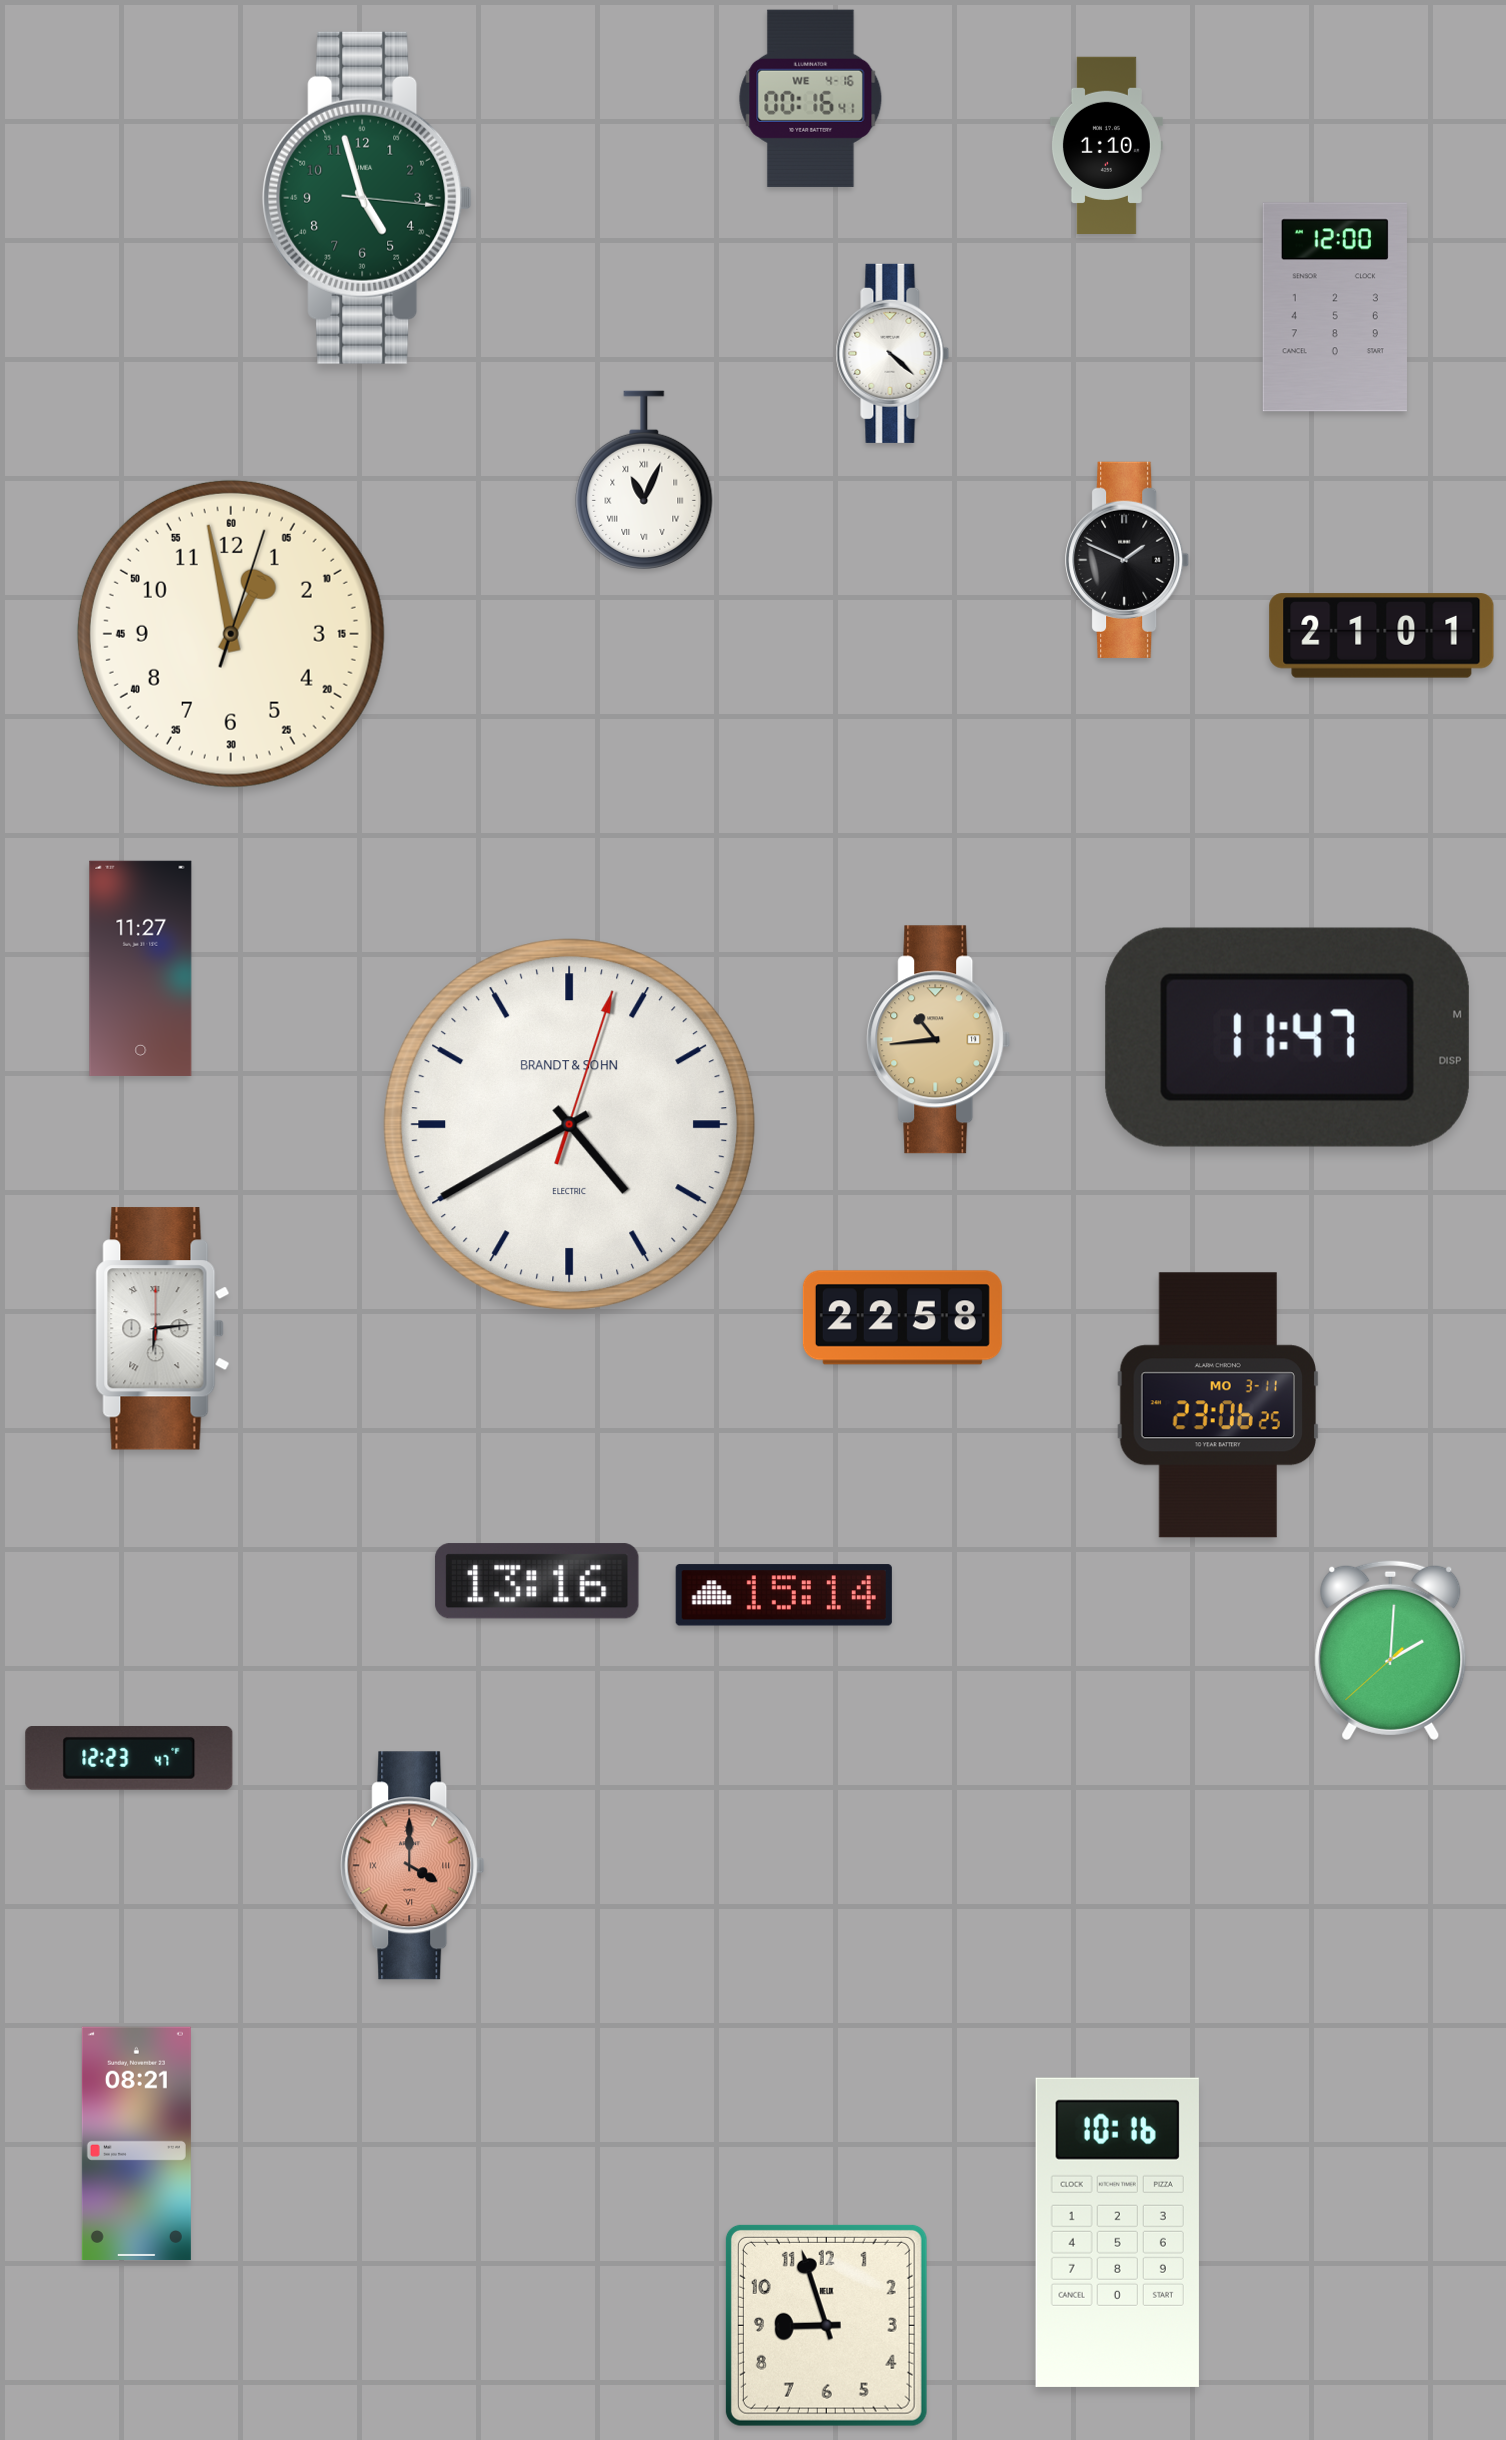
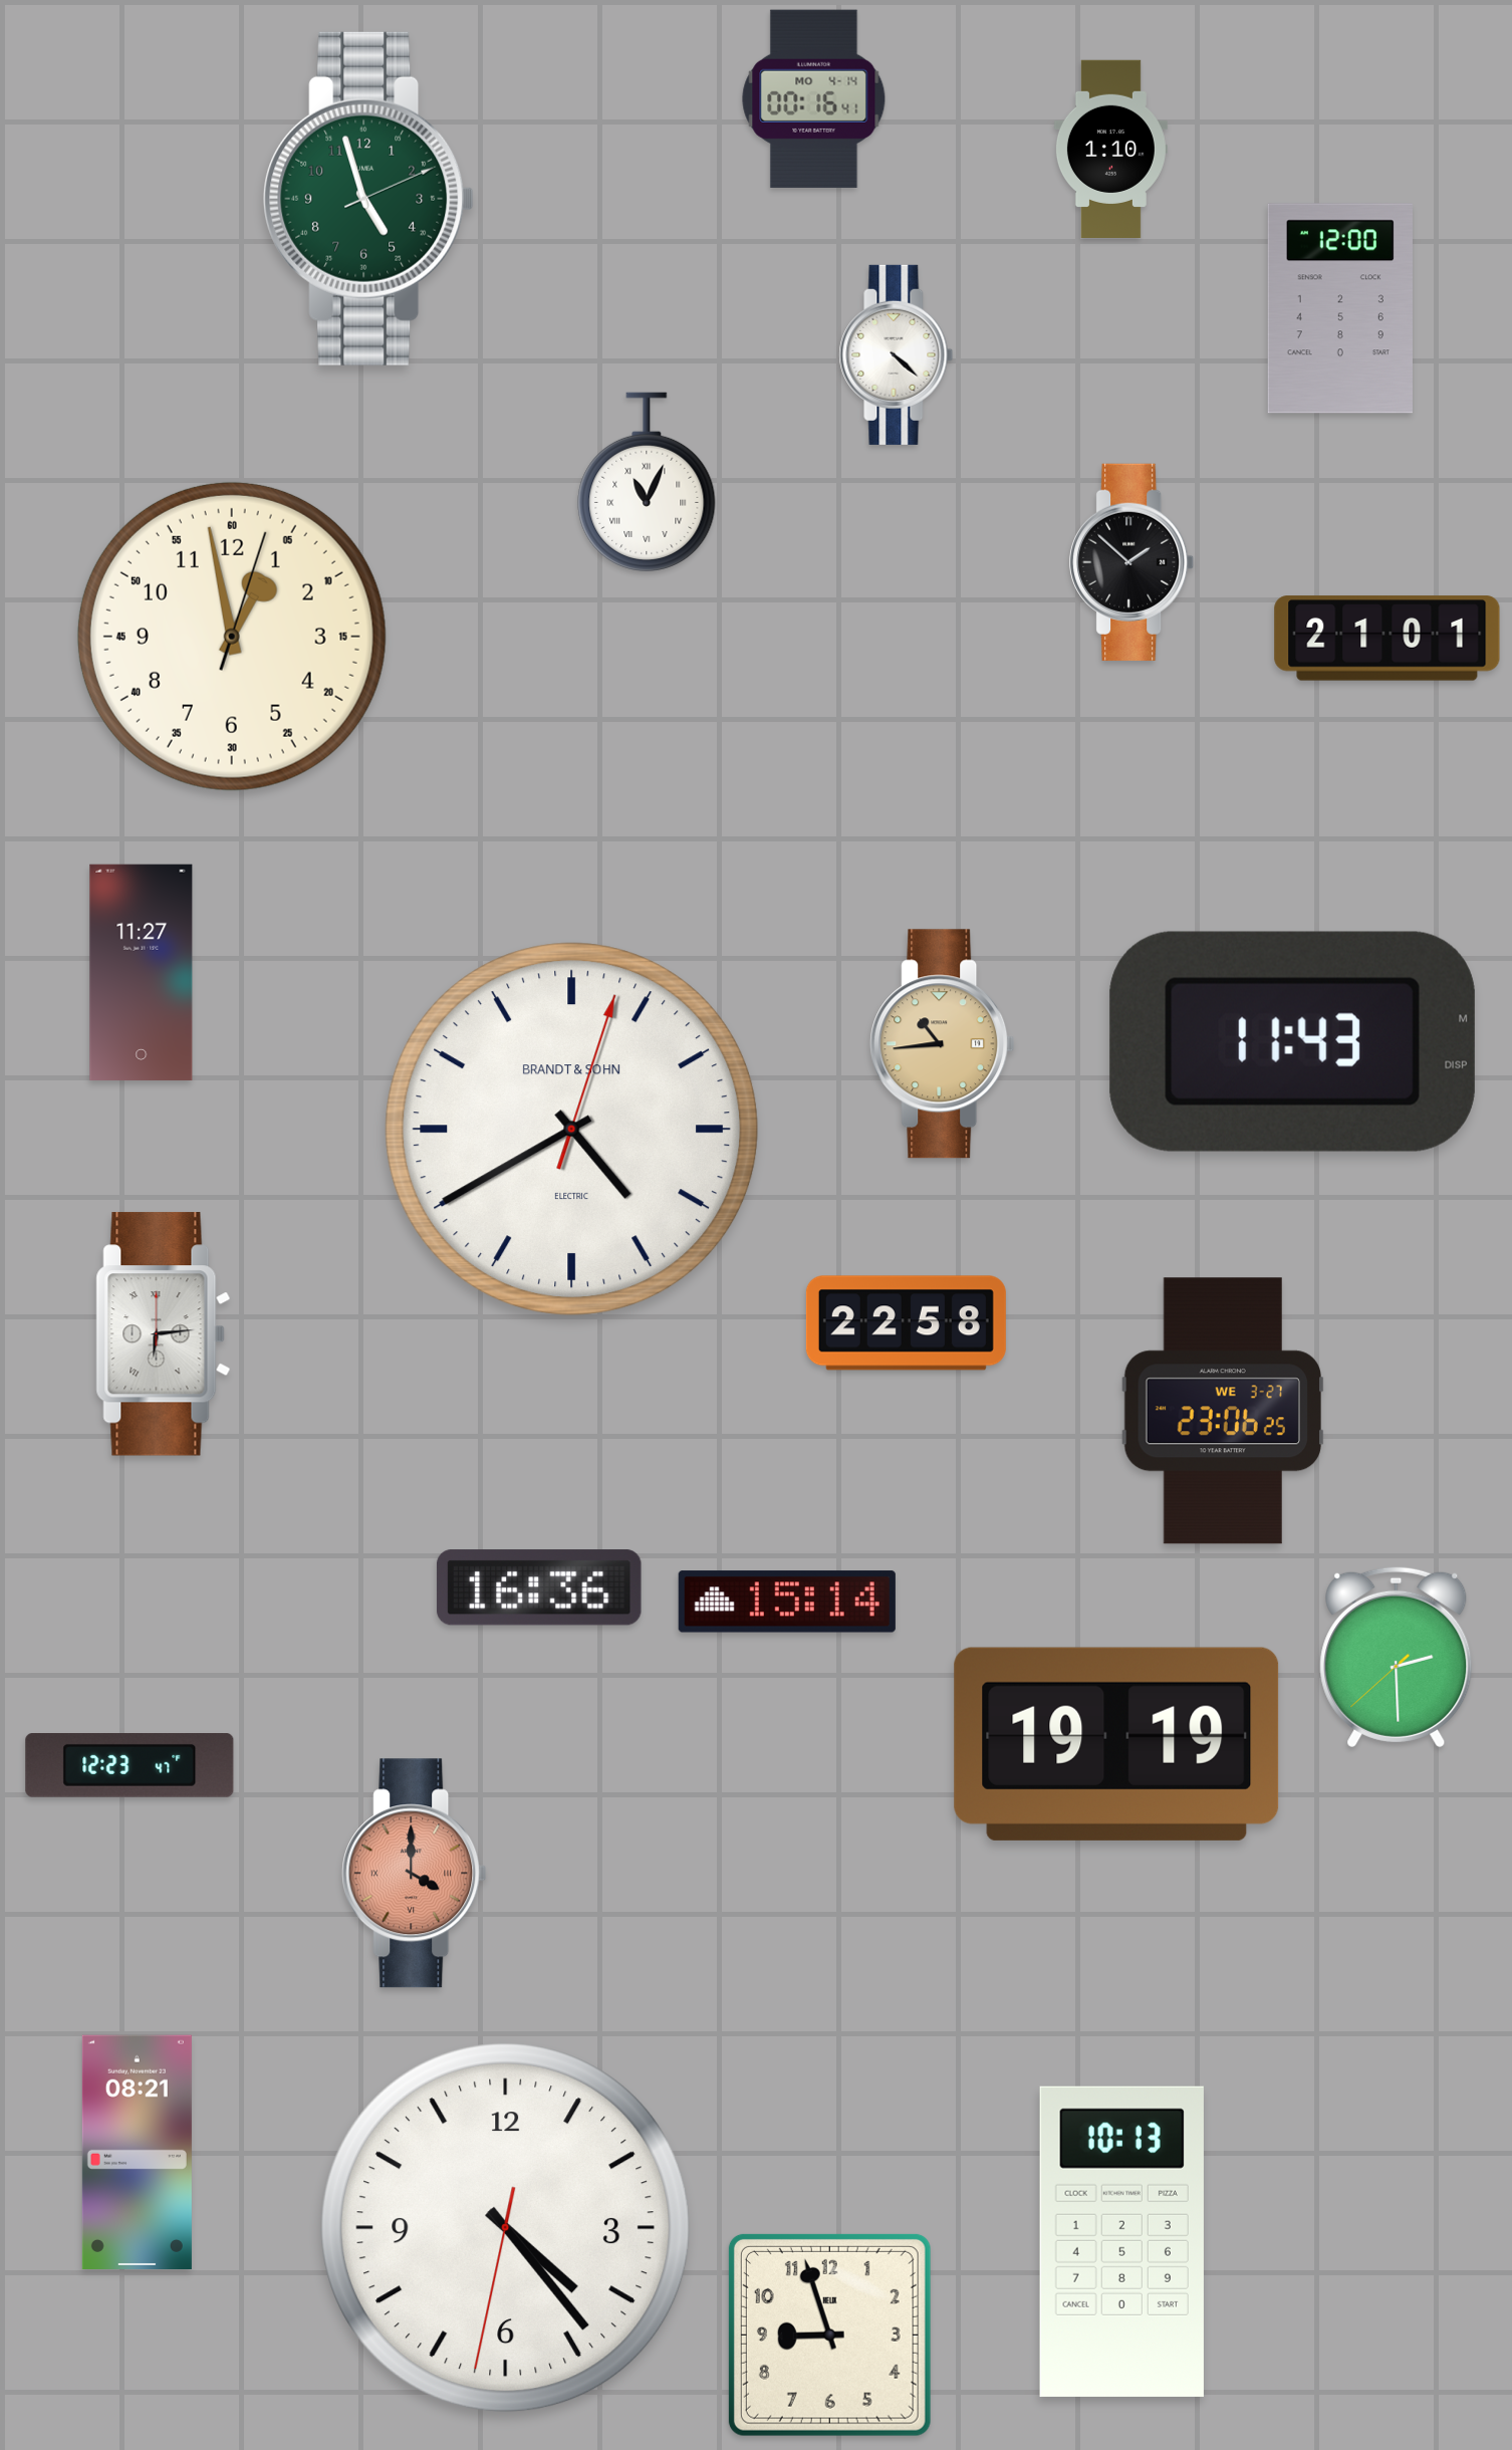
clock at (811, 98) date: WE 4-16 -> MO 4-14
clock at (1106, 145) position: (1106, 145) -> (1110, 149)
clock at (367, 198): 4:57:16 -> 4:57:11
clock at (1128, 560): 1:49 -> 1:52
clock at (1287, 1037): 11:47 -> 11:43
clock at (1217, 1405) date: MO 3-11 -> WE 3-27
clock at (537, 1581): 13:16 -> 16:36
clock at (1391, 1650): 2:00 -> 2:29
clock at (1116, 1744): none -> 19:19
clock at (506, 2228): none -> 4:23
clock at (1117, 2232): 10:16 -> 10:13
